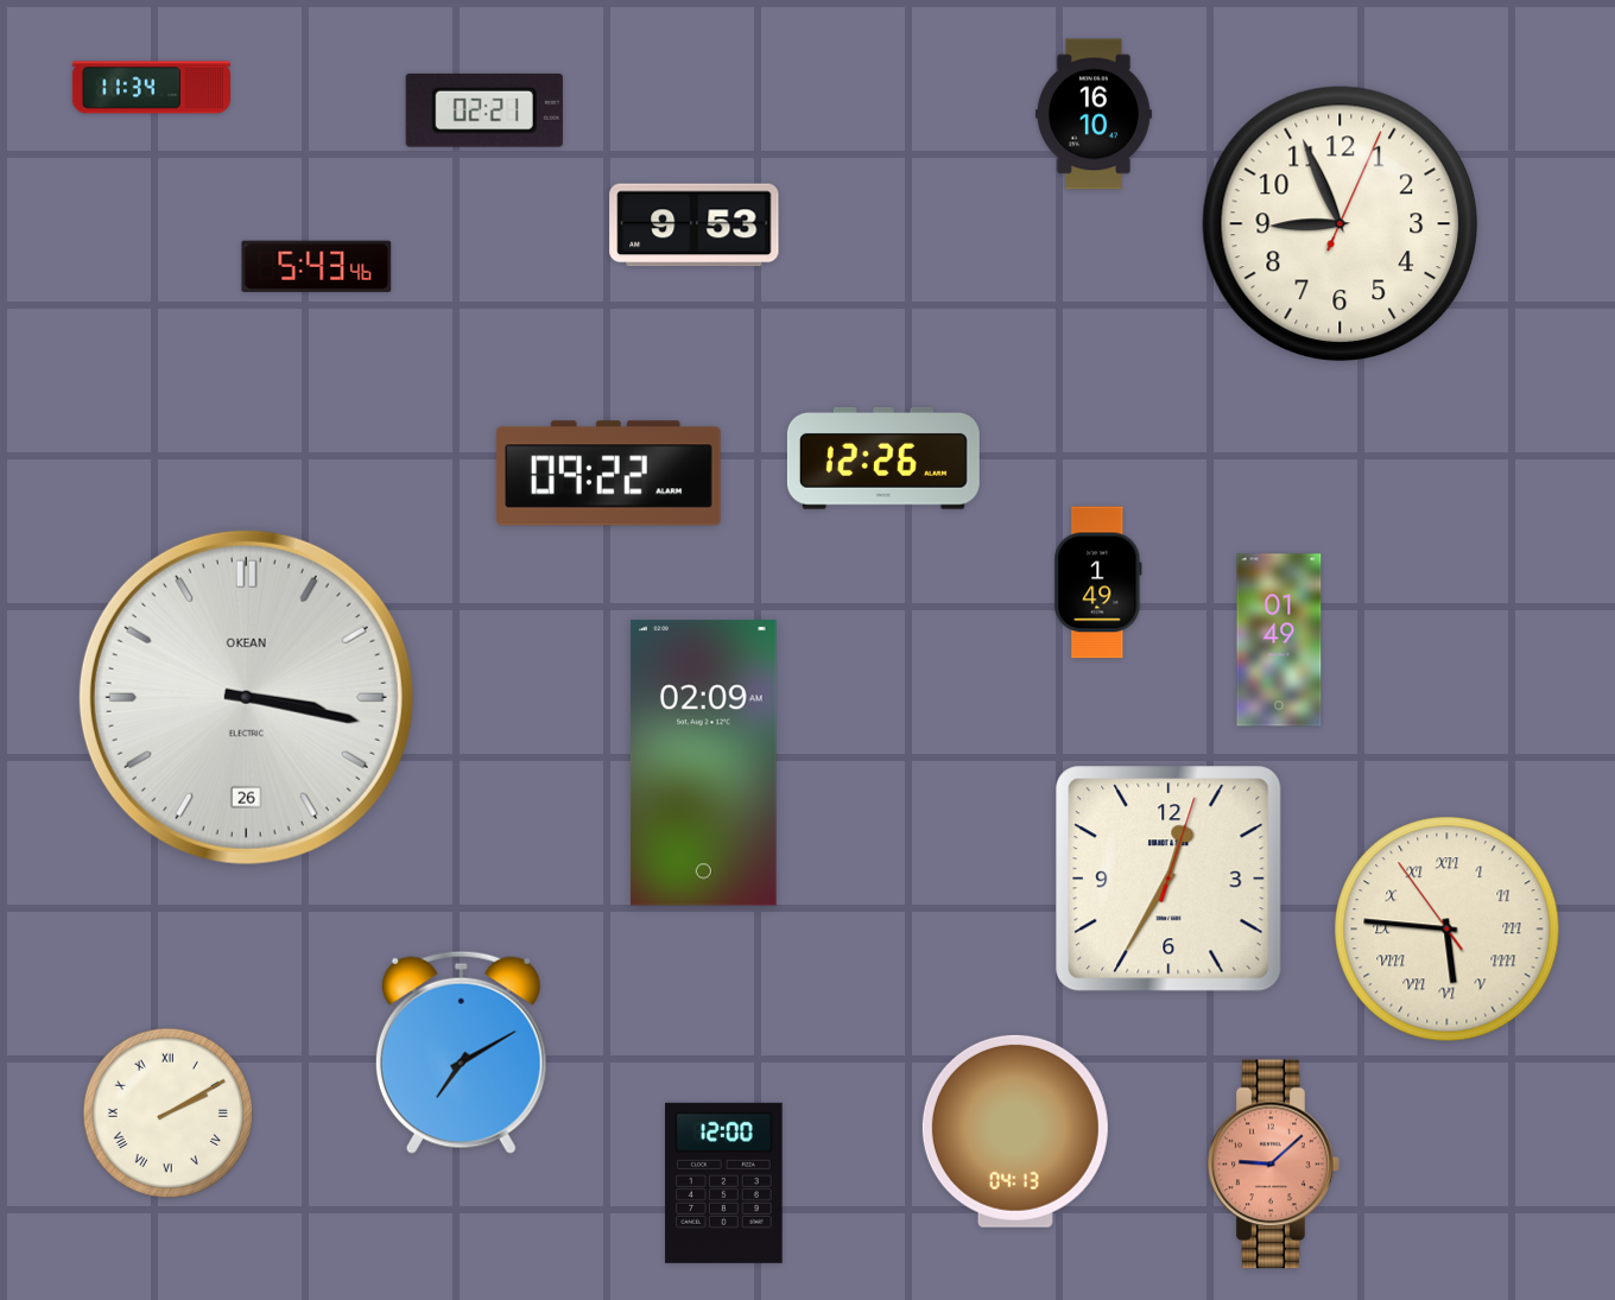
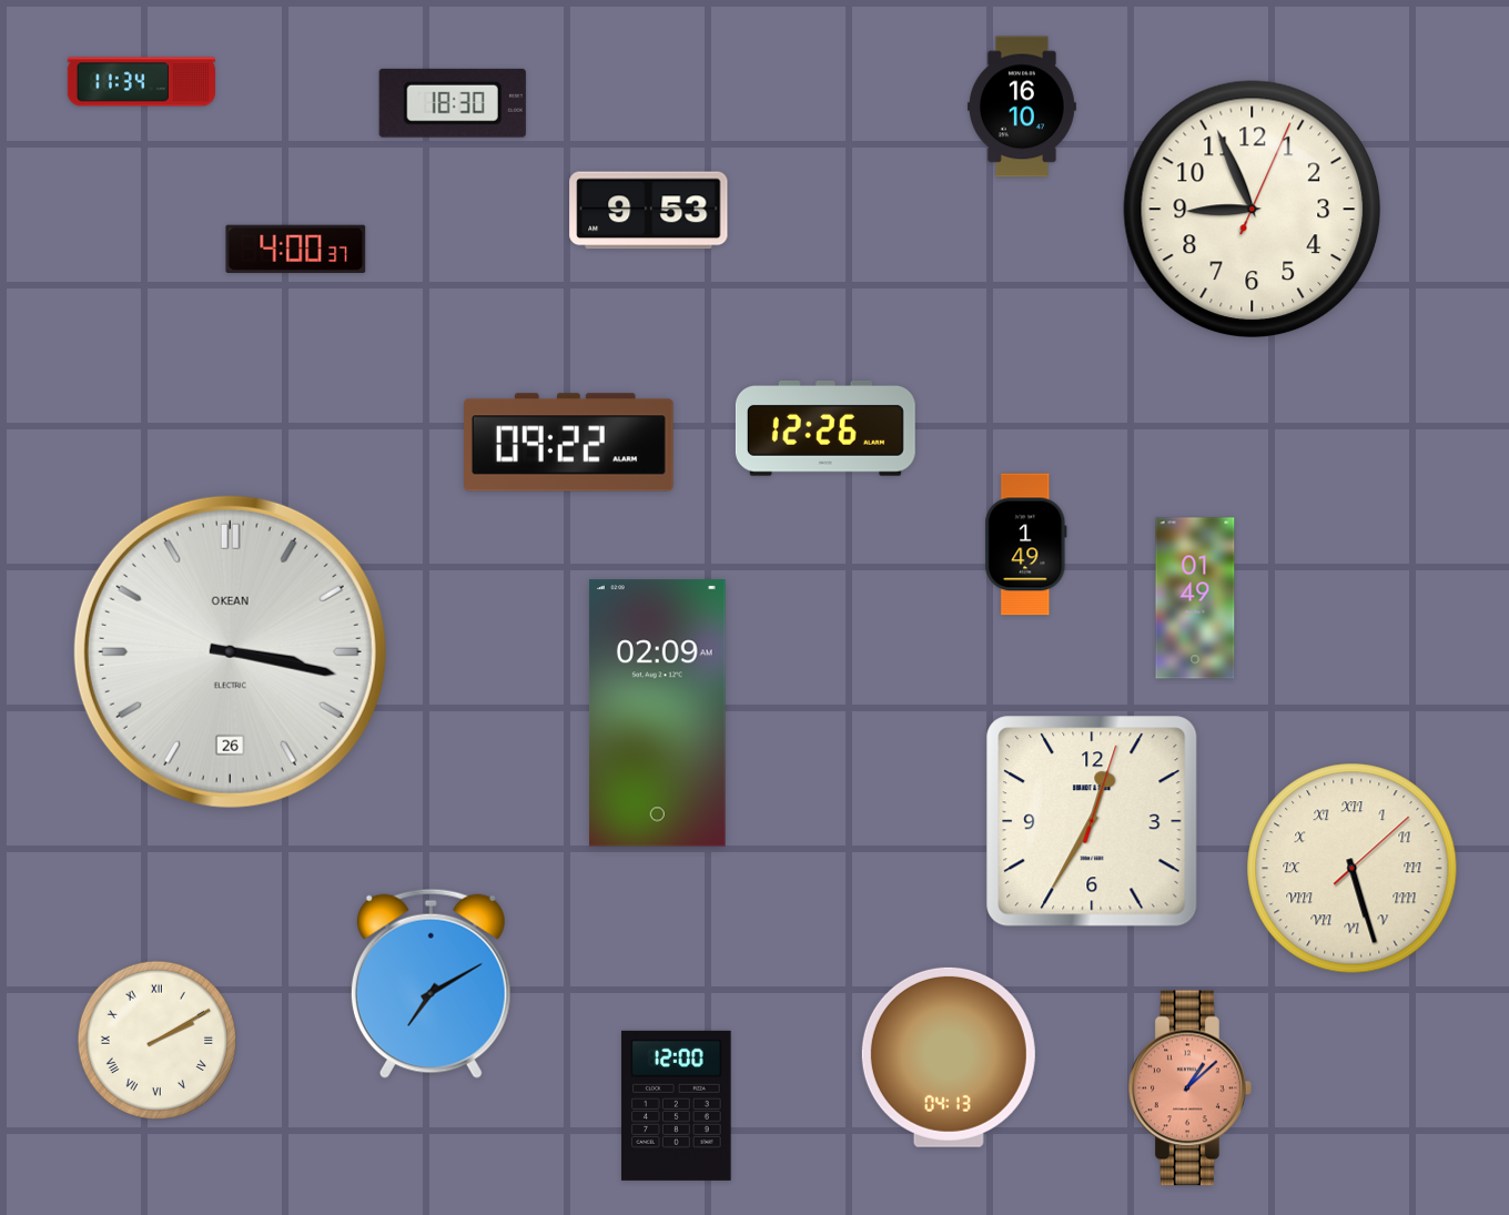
clock at (484, 110): 02:21 -> 18:30
clock at (317, 266): 5:43 -> 4:00
clock at (1448, 930): 5:45 -> 5:27
clock at (1274, 1165): 9:08 -> 1:08
